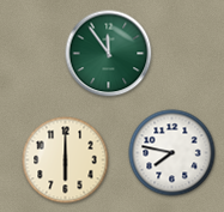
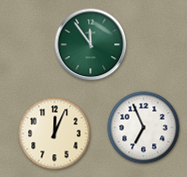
clock at (172, 153): 7:47 -> 6:56
clock at (66, 160): 6:00 -> 12:04
